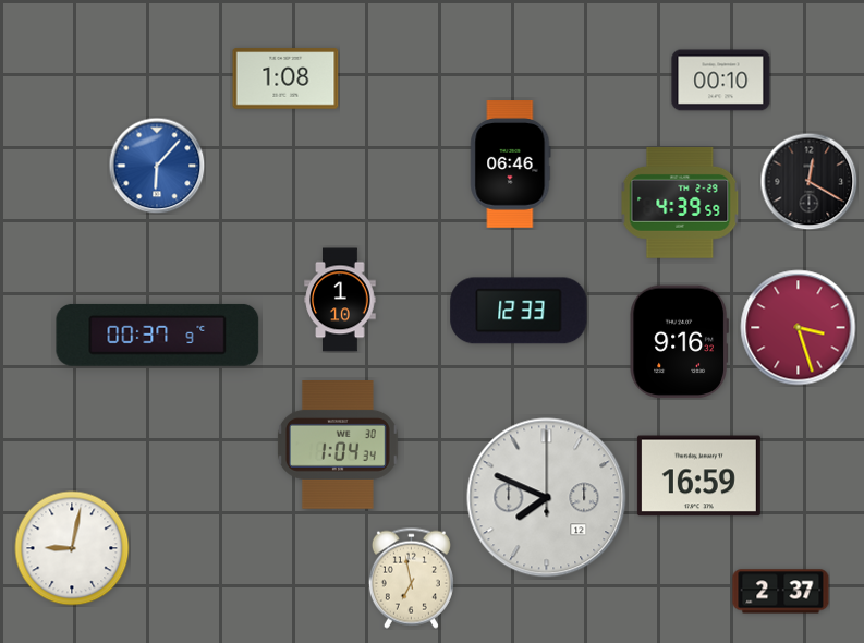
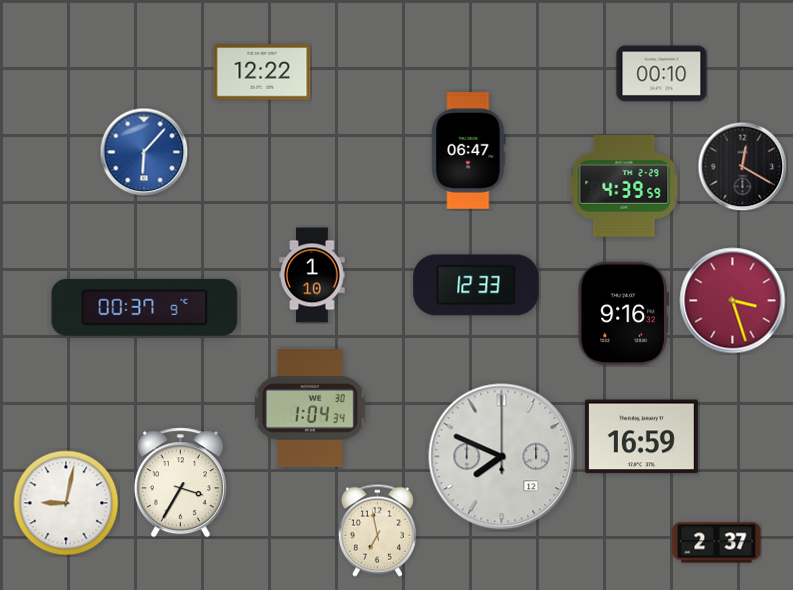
clock at (285, 78): 1:08 -> 12:22
clock at (511, 165): 06:46 -> 06:47
clock at (180, 483): none -> 3:35
